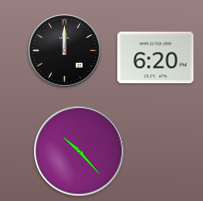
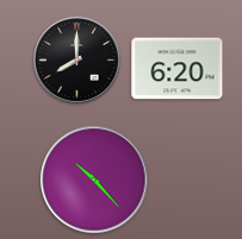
clock at (65, 51): 12:00 -> 8:00
clock at (156, 58) position: (156, 58) -> (178, 69)
